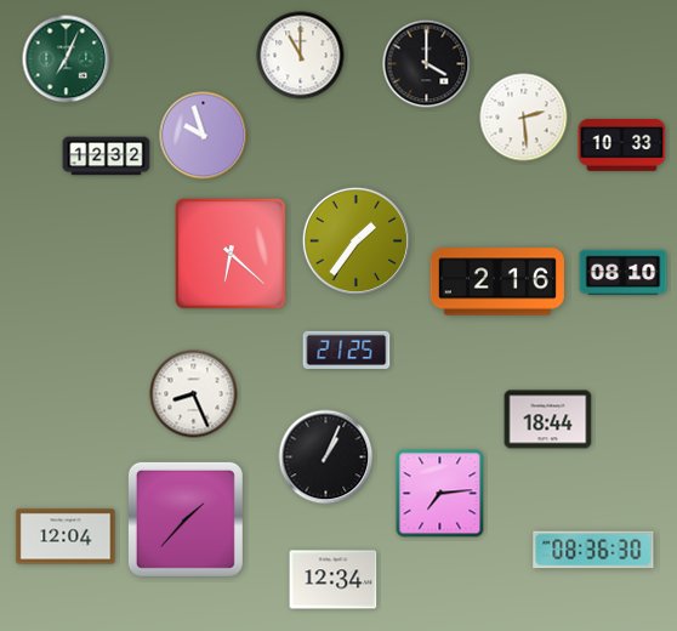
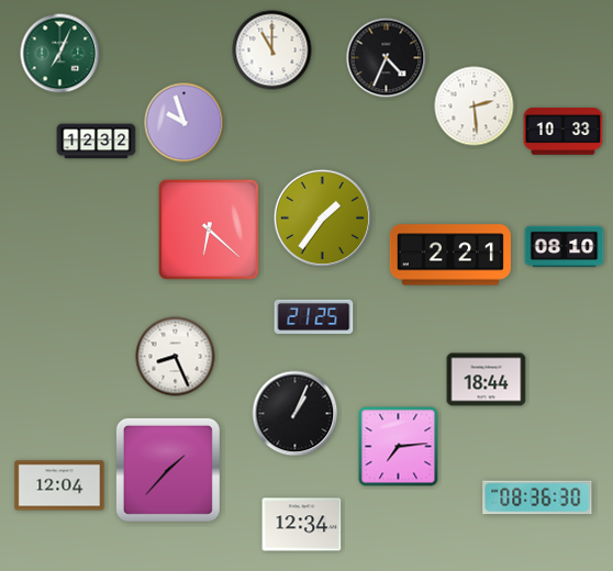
clock at (427, 64): 4:00 -> 4:34
clock at (497, 282): 2:16 -> 2:21
clock at (548, 420) position: (548, 420) -> (487, 380)
